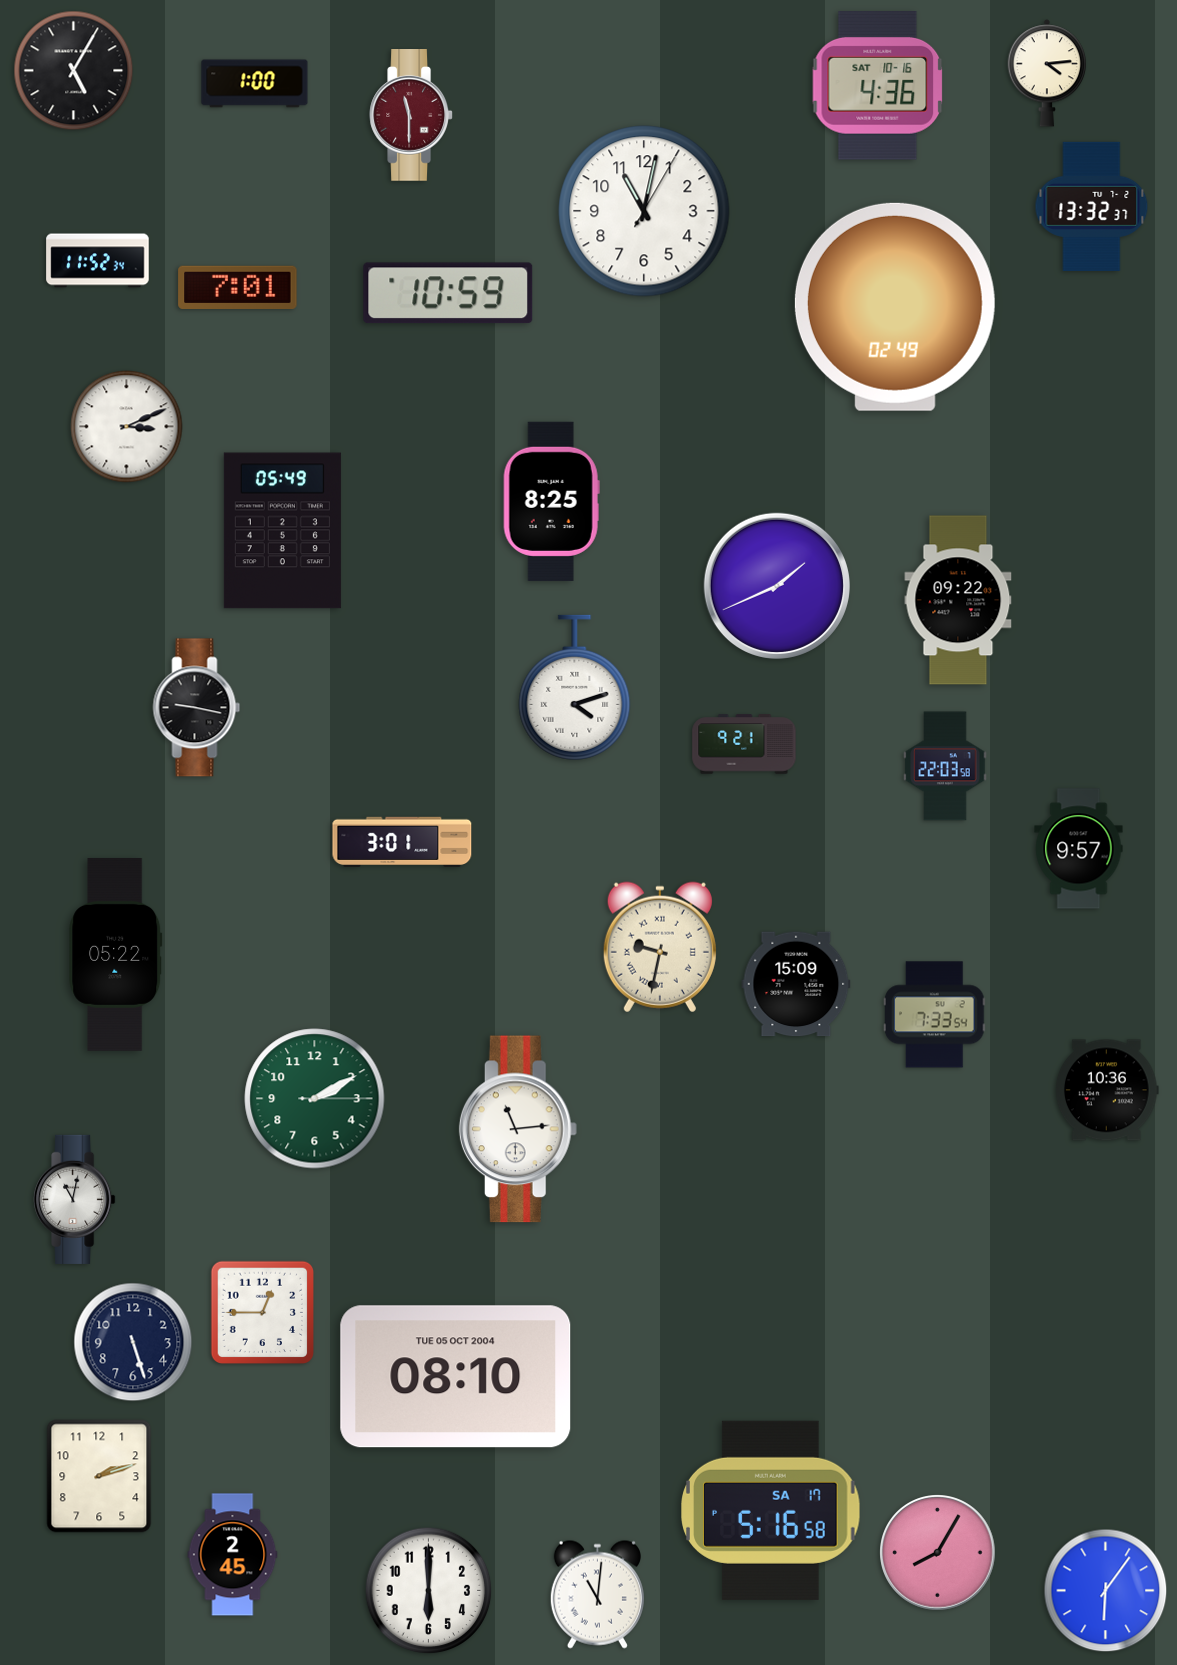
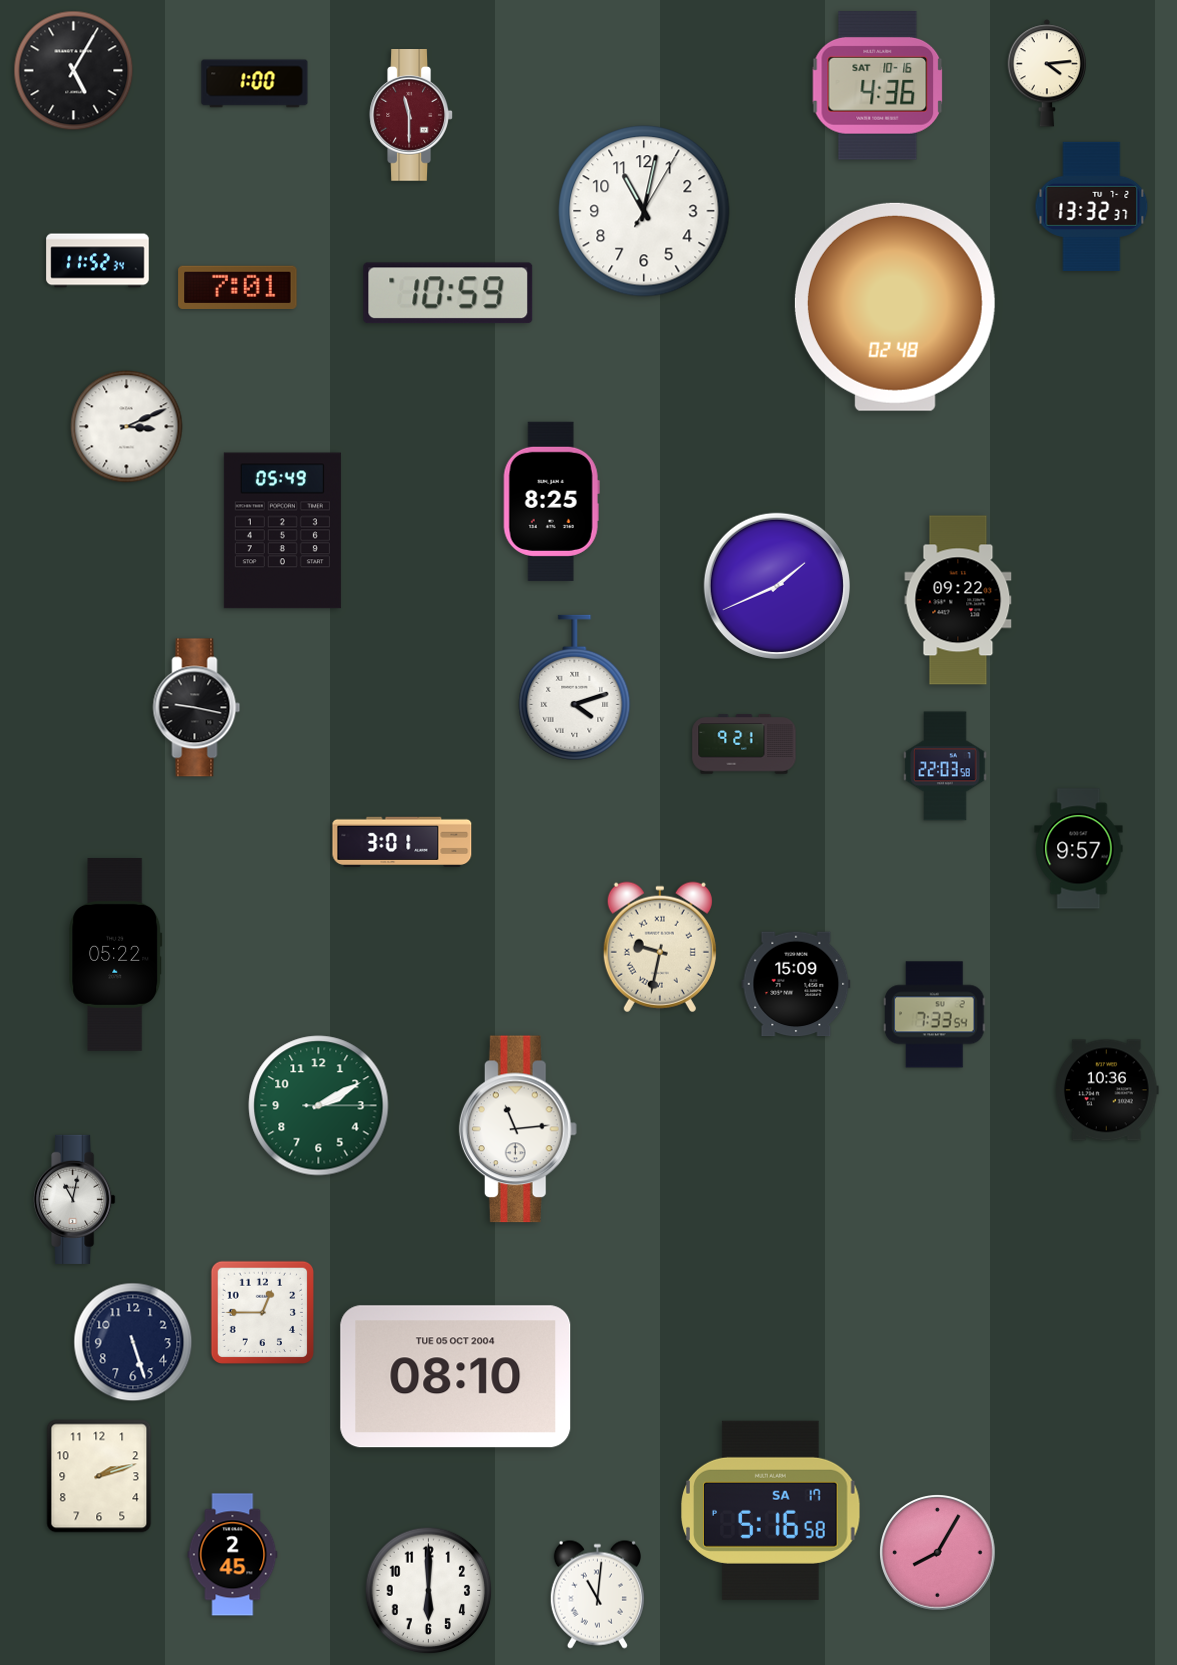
clock at (895, 307): 02:49 -> 02:48
clock at (315, 1099) position: (315, 1099) -> (319, 1106)
clock at (1106, 1591): 6:06 -> none
